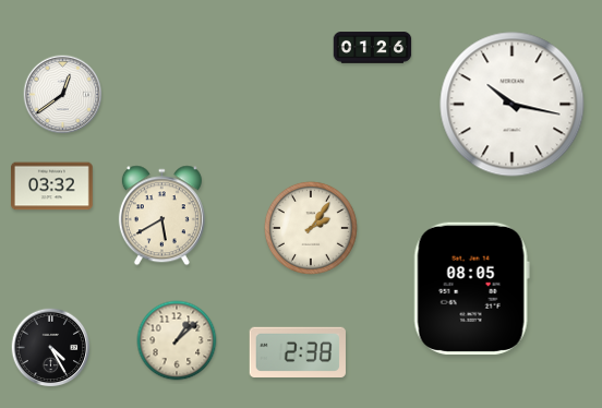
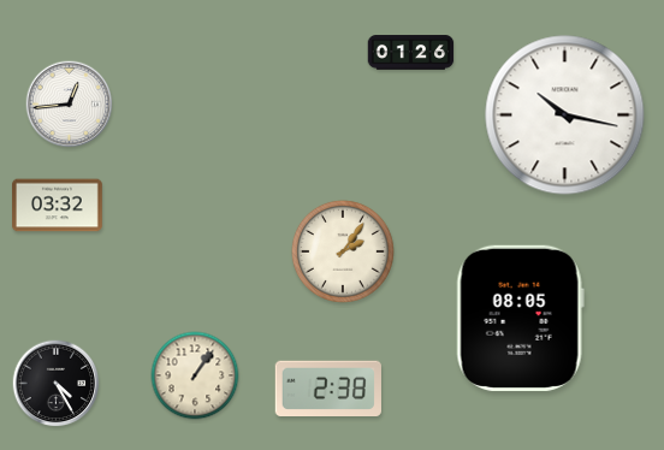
clock at (63, 95): 12:39 -> 12:44
clock at (161, 216): 5:40 -> none
clock at (177, 340): 1:08 -> 1:06
